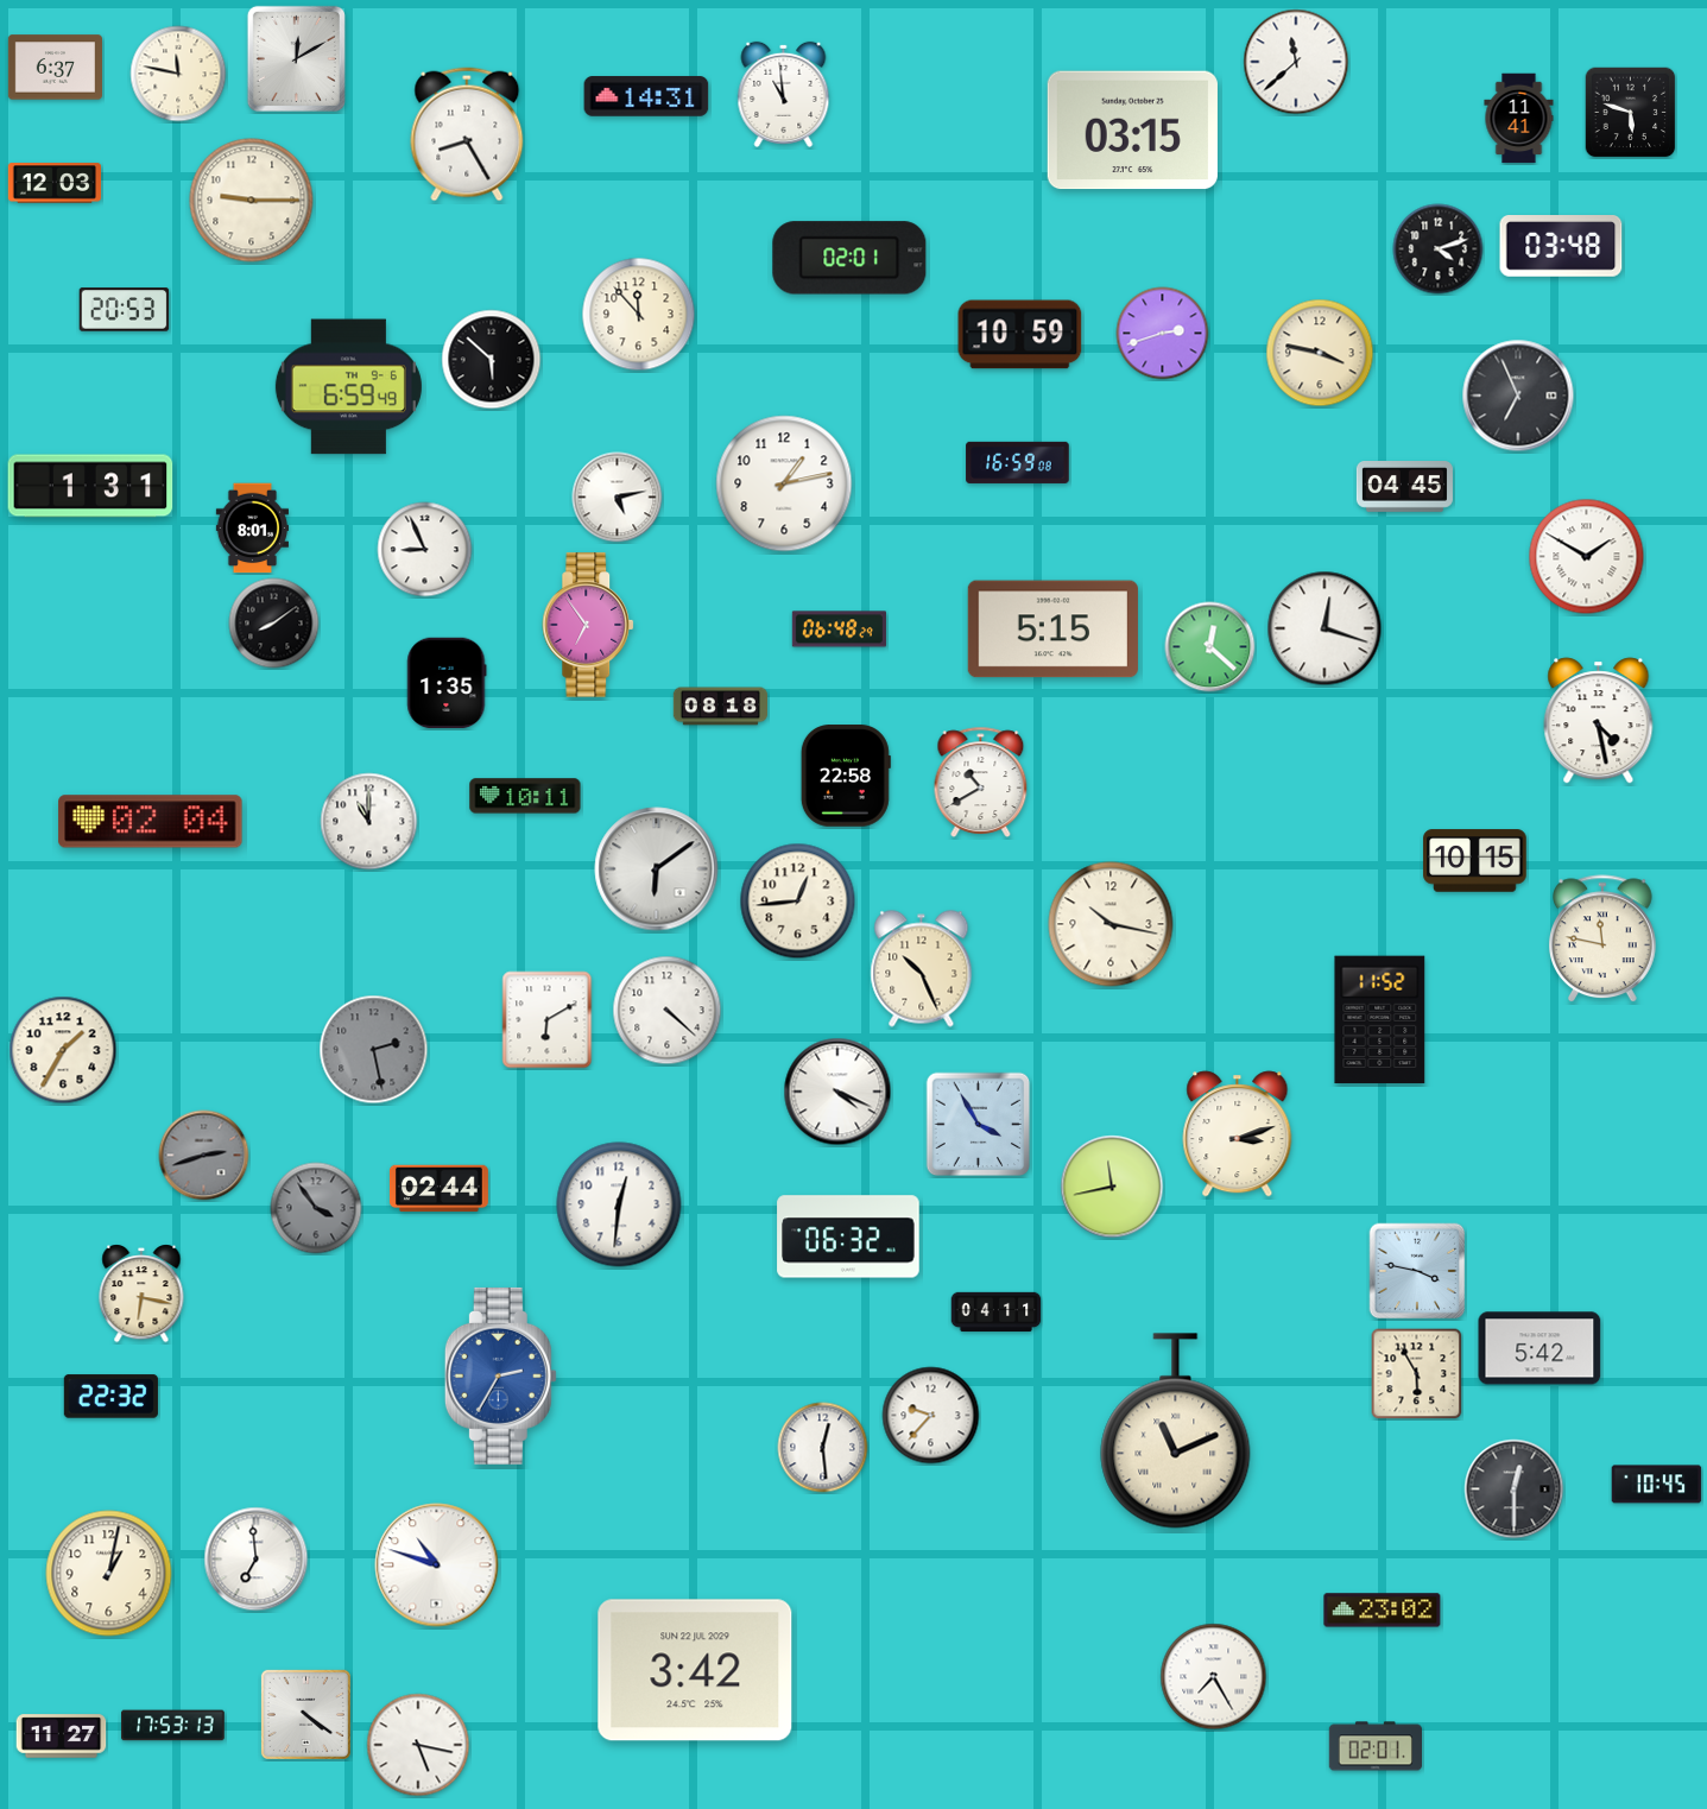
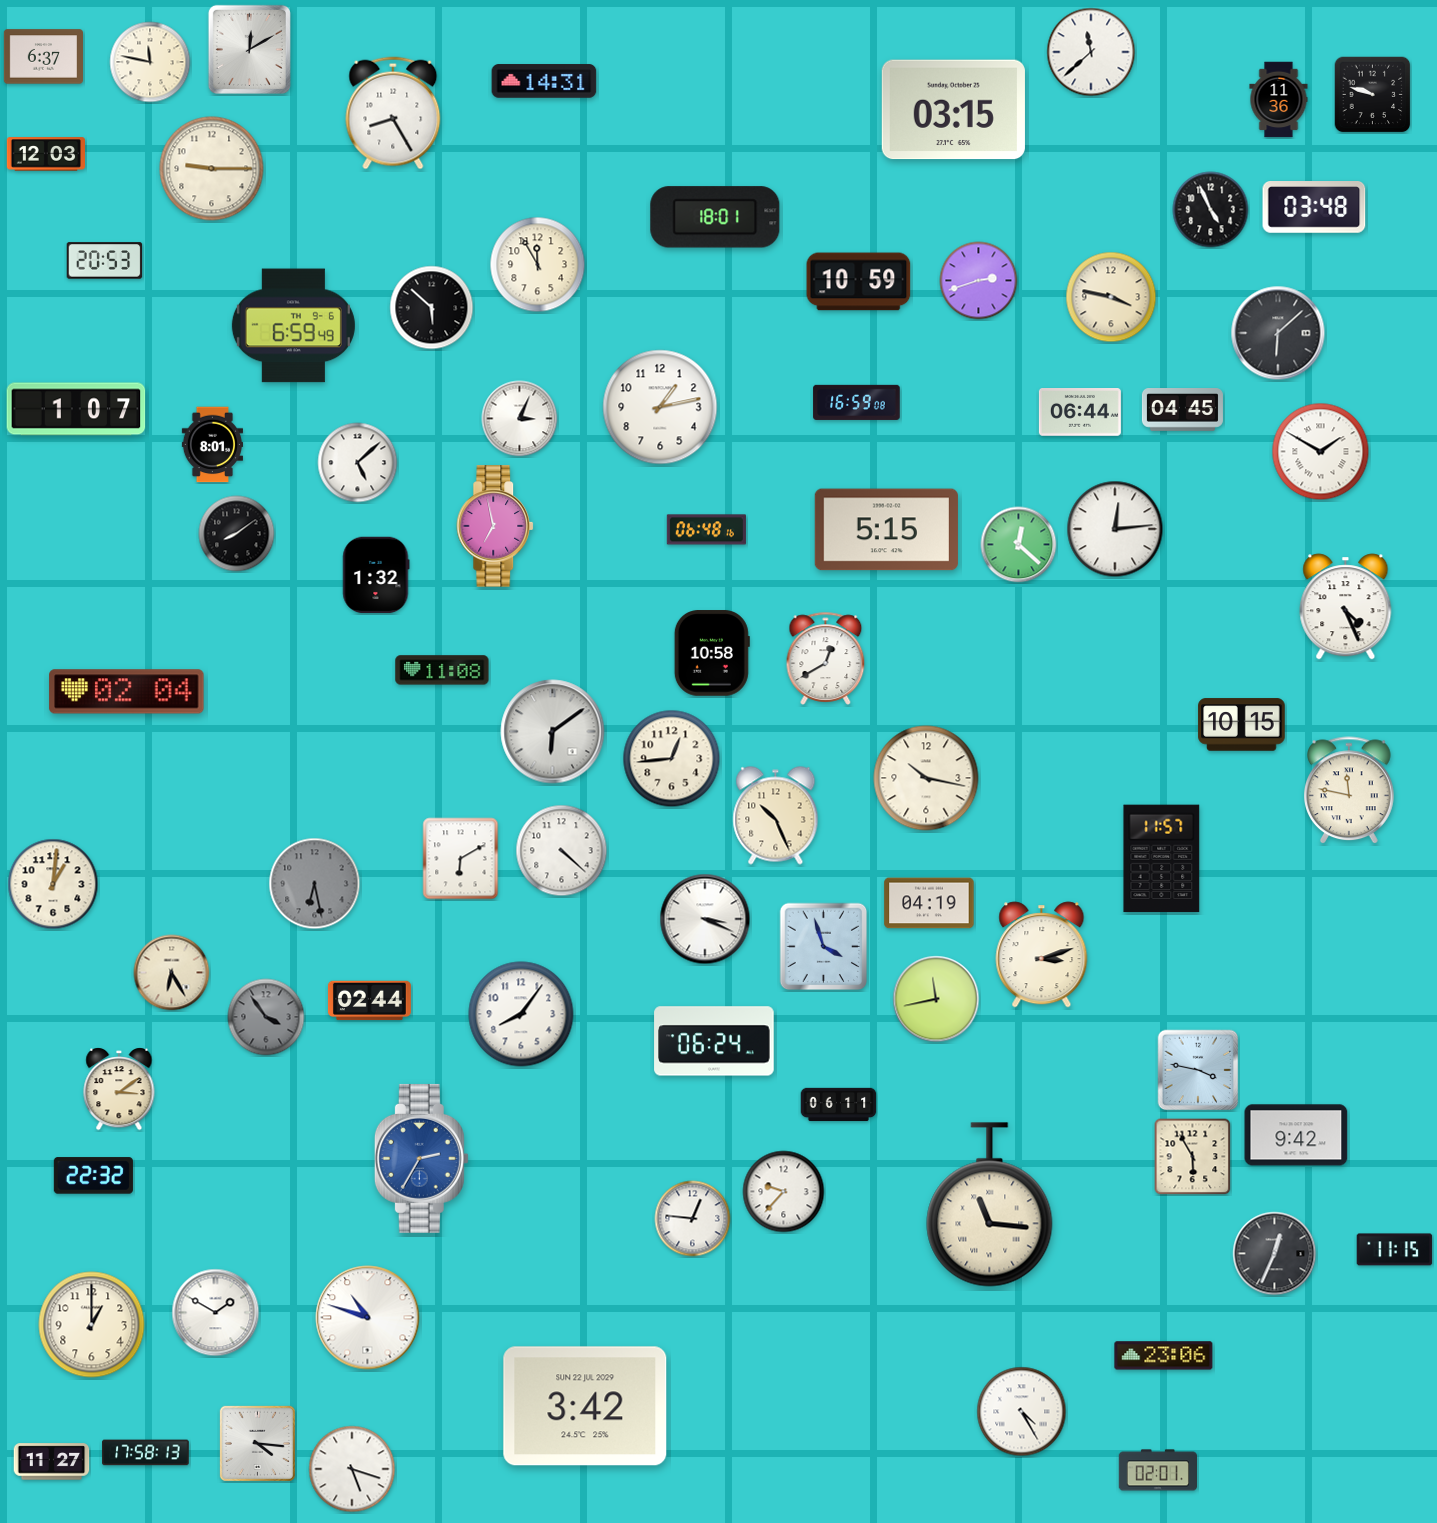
clock at (55, 68) position: (55, 68) -> (43, 57)
clock at (784, 94): 10:59 -> none
clock at (1630, 112): 5:48 -> 9:48
clock at (1519, 119): 11:41 -> 11:36
clock at (1439, 249): 4:12 -> 4:56
clock at (849, 258): 02:01 -> 18:01
clock at (639, 315): 11:53 -> 11:55
clock at (492, 360) position: (492, 360) -> (432, 308)
clock at (1518, 396): 6:56 -> 6:08
clock at (1018, 462) position: (1018, 462) -> (857, 402)
clock at (90, 486): 1:31 -> 1:07
clock at (1080, 413): none -> 06:44
clock at (618, 498): 5:13 -> 3:04
clock at (425, 550): 8:56 -> 5:08
clock at (1587, 557) position: (1587, 557) -> (1321, 452)
clock at (274, 624) position: (274, 624) -> (237, 534)
clock at (589, 625): 6:54 -> 6:58
clock at (1324, 628): 12:18 -> 12:14
clock at (839, 630): 06:48:29 -> 06:48:16
clock at (447, 683): 1:35 -> 1:32
clock at (720, 707): 08:18 -> none
clock at (1599, 721): 4:28 -> 4:26
clock at (846, 776): 22:58 -> 10:58
clock at (981, 782): 10:40 -> 12:40
clock at (525, 796): 10:11 -> 11:08
clock at (369, 822): 11:00 -> none
clock at (1111, 924) position: (1111, 924) -> (926, 778)
clock at (1380, 1020): 11:52 -> 11:57
clock at (63, 1050): 1:35 -> 1:01
clock at (374, 1050): 2:28 -> 6:28
clock at (929, 903): none -> 04:19
clock at (837, 1092): 4:19 -> 3:19
clock at (979, 1125): 3:55 -> 3:57
clock at (204, 1156): 2:42 -> 6:25
clock at (204, 1156) dial: grey -> cream
clock at (619, 1204): 12:31 -> 8:06
clock at (848, 1236): 06:32 -> 06:24
clock at (1417, 1271) position: (1417, 1271) -> (1198, 1070)
clock at (141, 1294): 6:17 -> 3:09
clock at (997, 1313): 04:11 -> 06:11
clock at (1540, 1348): 5:42 -> 9:42
clock at (1176, 1431): 11:11 -> 11:16
clock at (823, 1448): 12:29 -> 12:46
clock at (1657, 1485): 10:45 -> 11:15
clock at (1515, 1489): 12:30 -> 12:34
clock at (257, 1560): 6:59 -> 1:50
clock at (109, 1574): 1:02 -> 1:00
clock at (1383, 1611): 23:02 -> 23:06
clock at (1214, 1677): 7:25 -> 4:25
clock at (305, 1714): 4:21 -> 4:16
clock at (173, 1726): 17:53 -> 17:58
clock at (418, 1745): 5:17 -> 5:18
